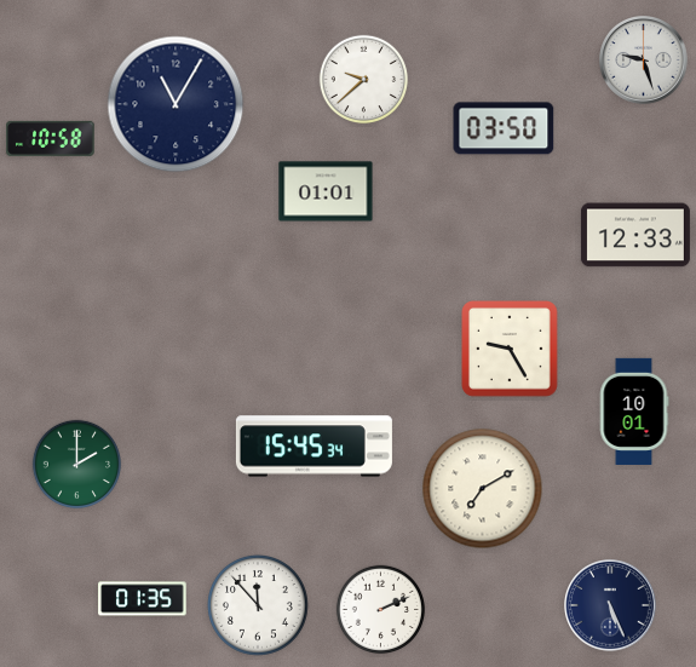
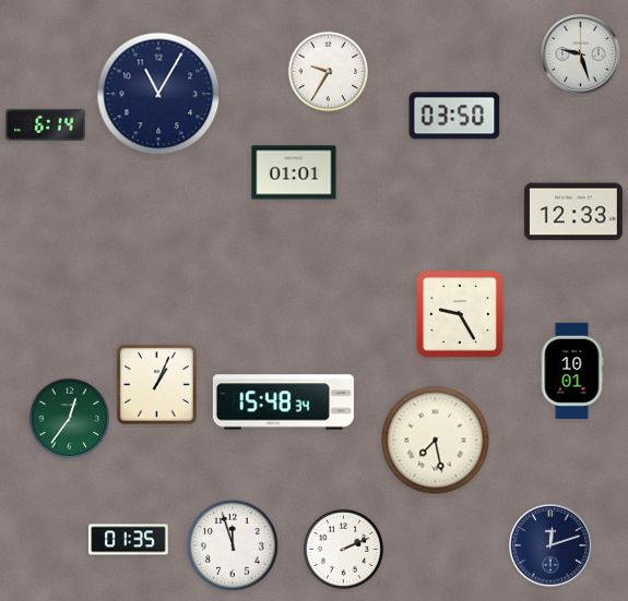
clock at (364, 80): 9:38 -> 9:35
clock at (51, 138): 10:58 -> 6:14
clock at (156, 384): none -> 1:04
clock at (314, 447): 15:45 -> 15:48
clock at (77, 465): 2:00 -> 12:36
clock at (483, 489): 7:10 -> 7:28
clock at (610, 605): 5:26 -> 12:12
clock at (259, 606): 11:53 -> 11:57
